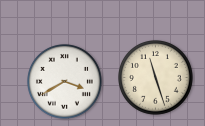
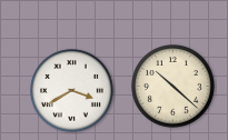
clock at (156, 78): 11:27 -> 10:22
